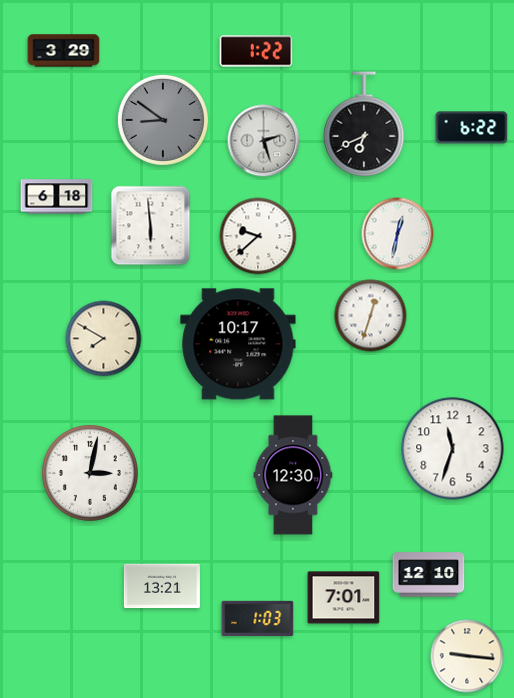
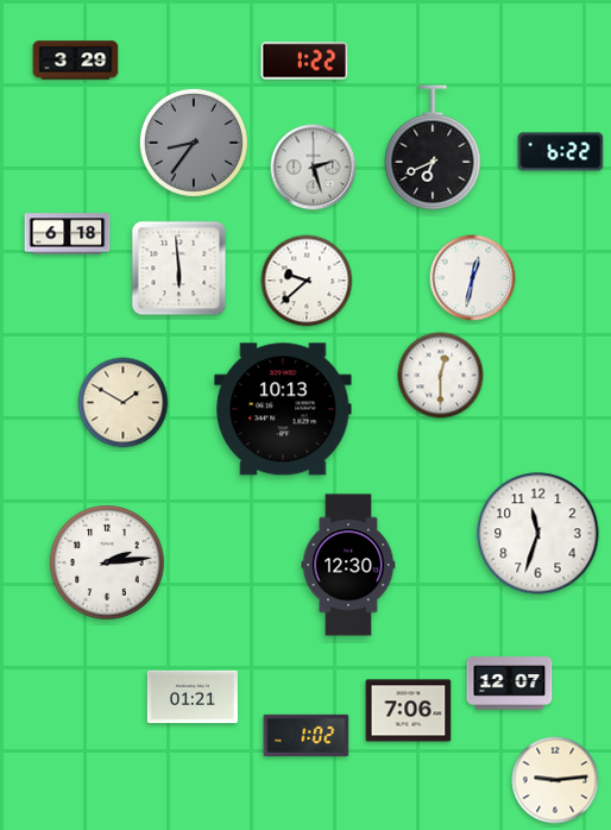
clock at (163, 120): 8:51 -> 8:36
clock at (371, 316): 12:33 -> 12:30
clock at (104, 339): 7:50 -> 1:50
clock at (238, 344): 10:17 -> 10:13
clock at (90, 473): 3:02 -> 2:14
clock at (429, 575): 12:10 -> 12:07
clock at (162, 586): 13:21 -> 01:21
clock at (344, 598): 7:01 -> 7:06
clock at (258, 618): 1:03 -> 1:02
clock at (467, 656): 9:16 -> 9:14
